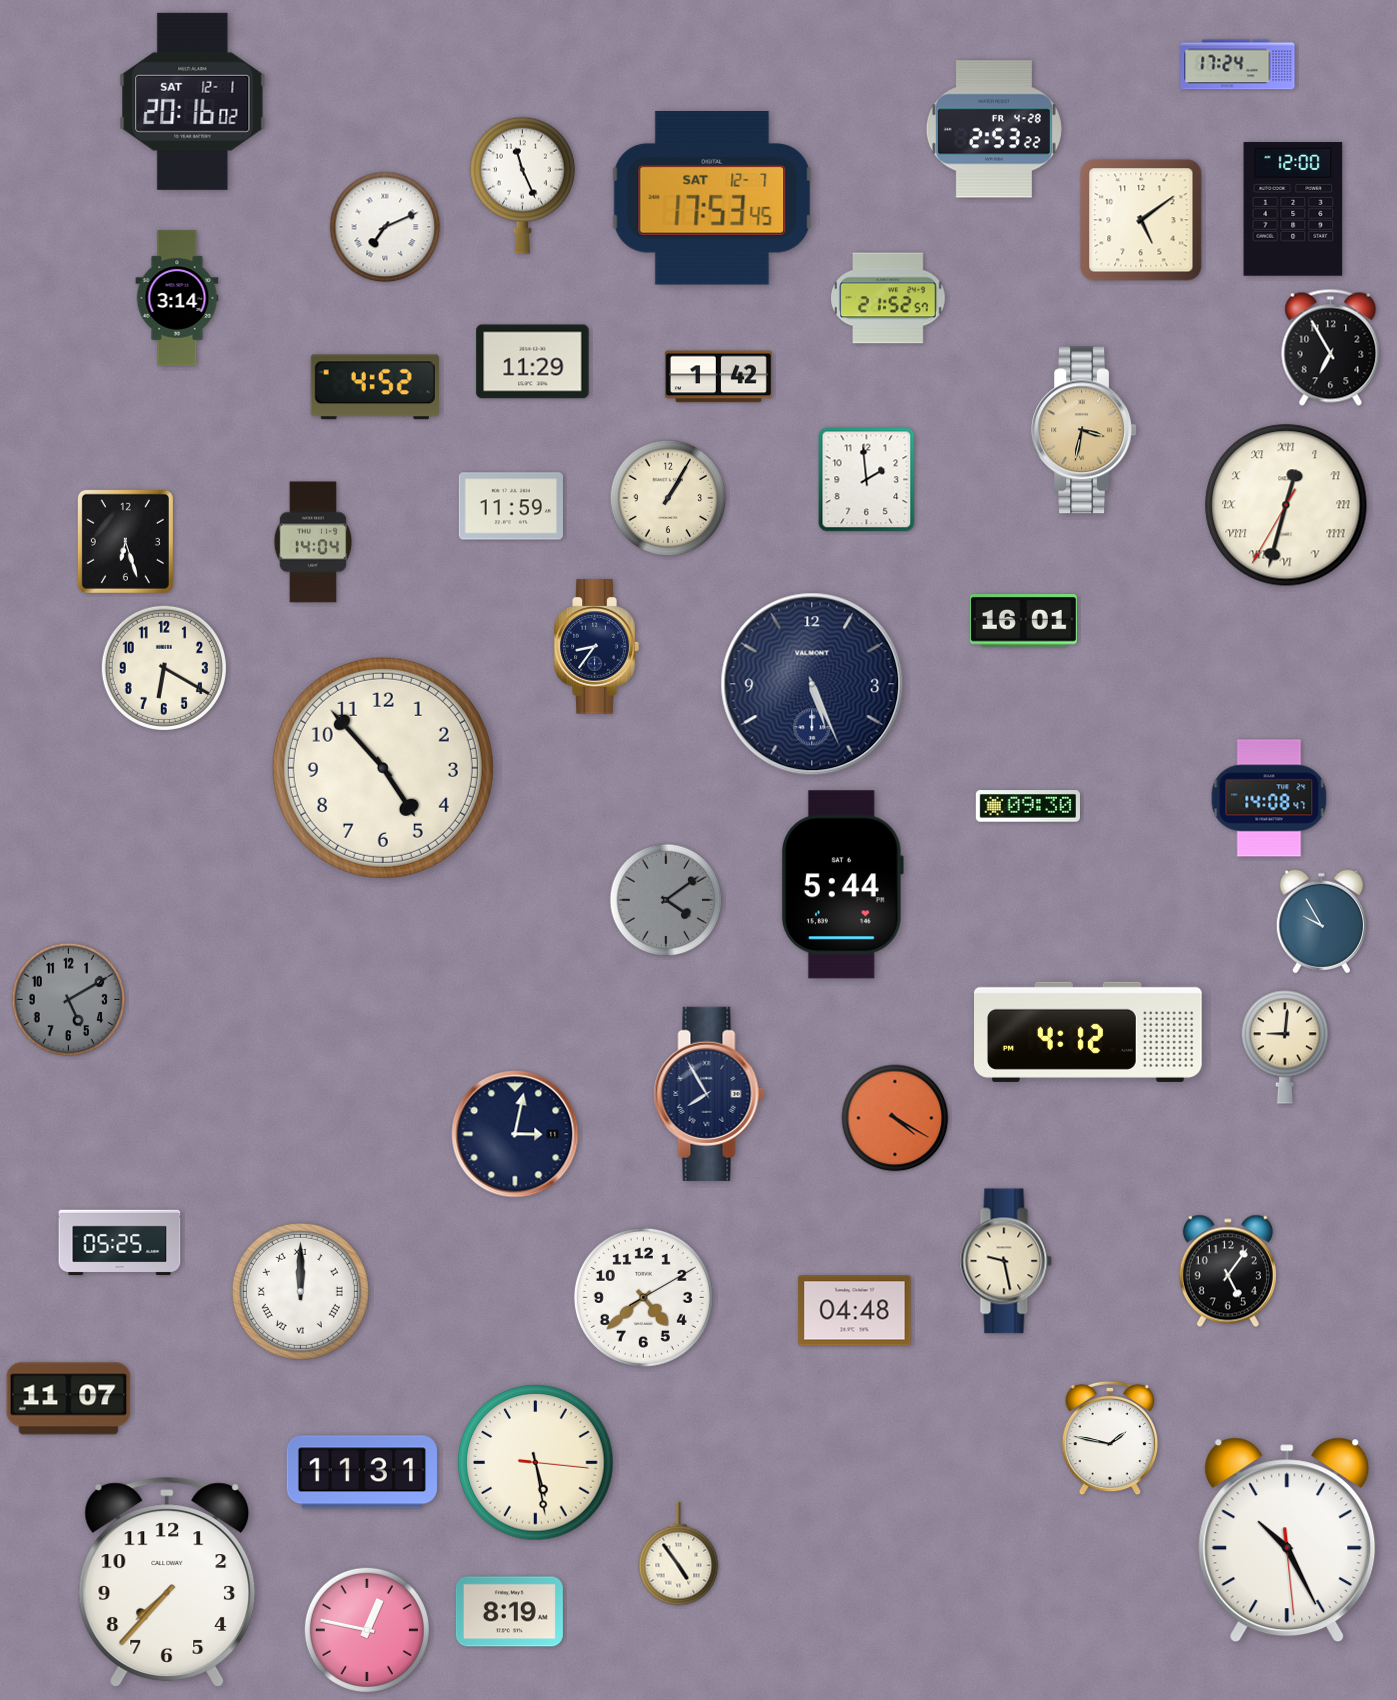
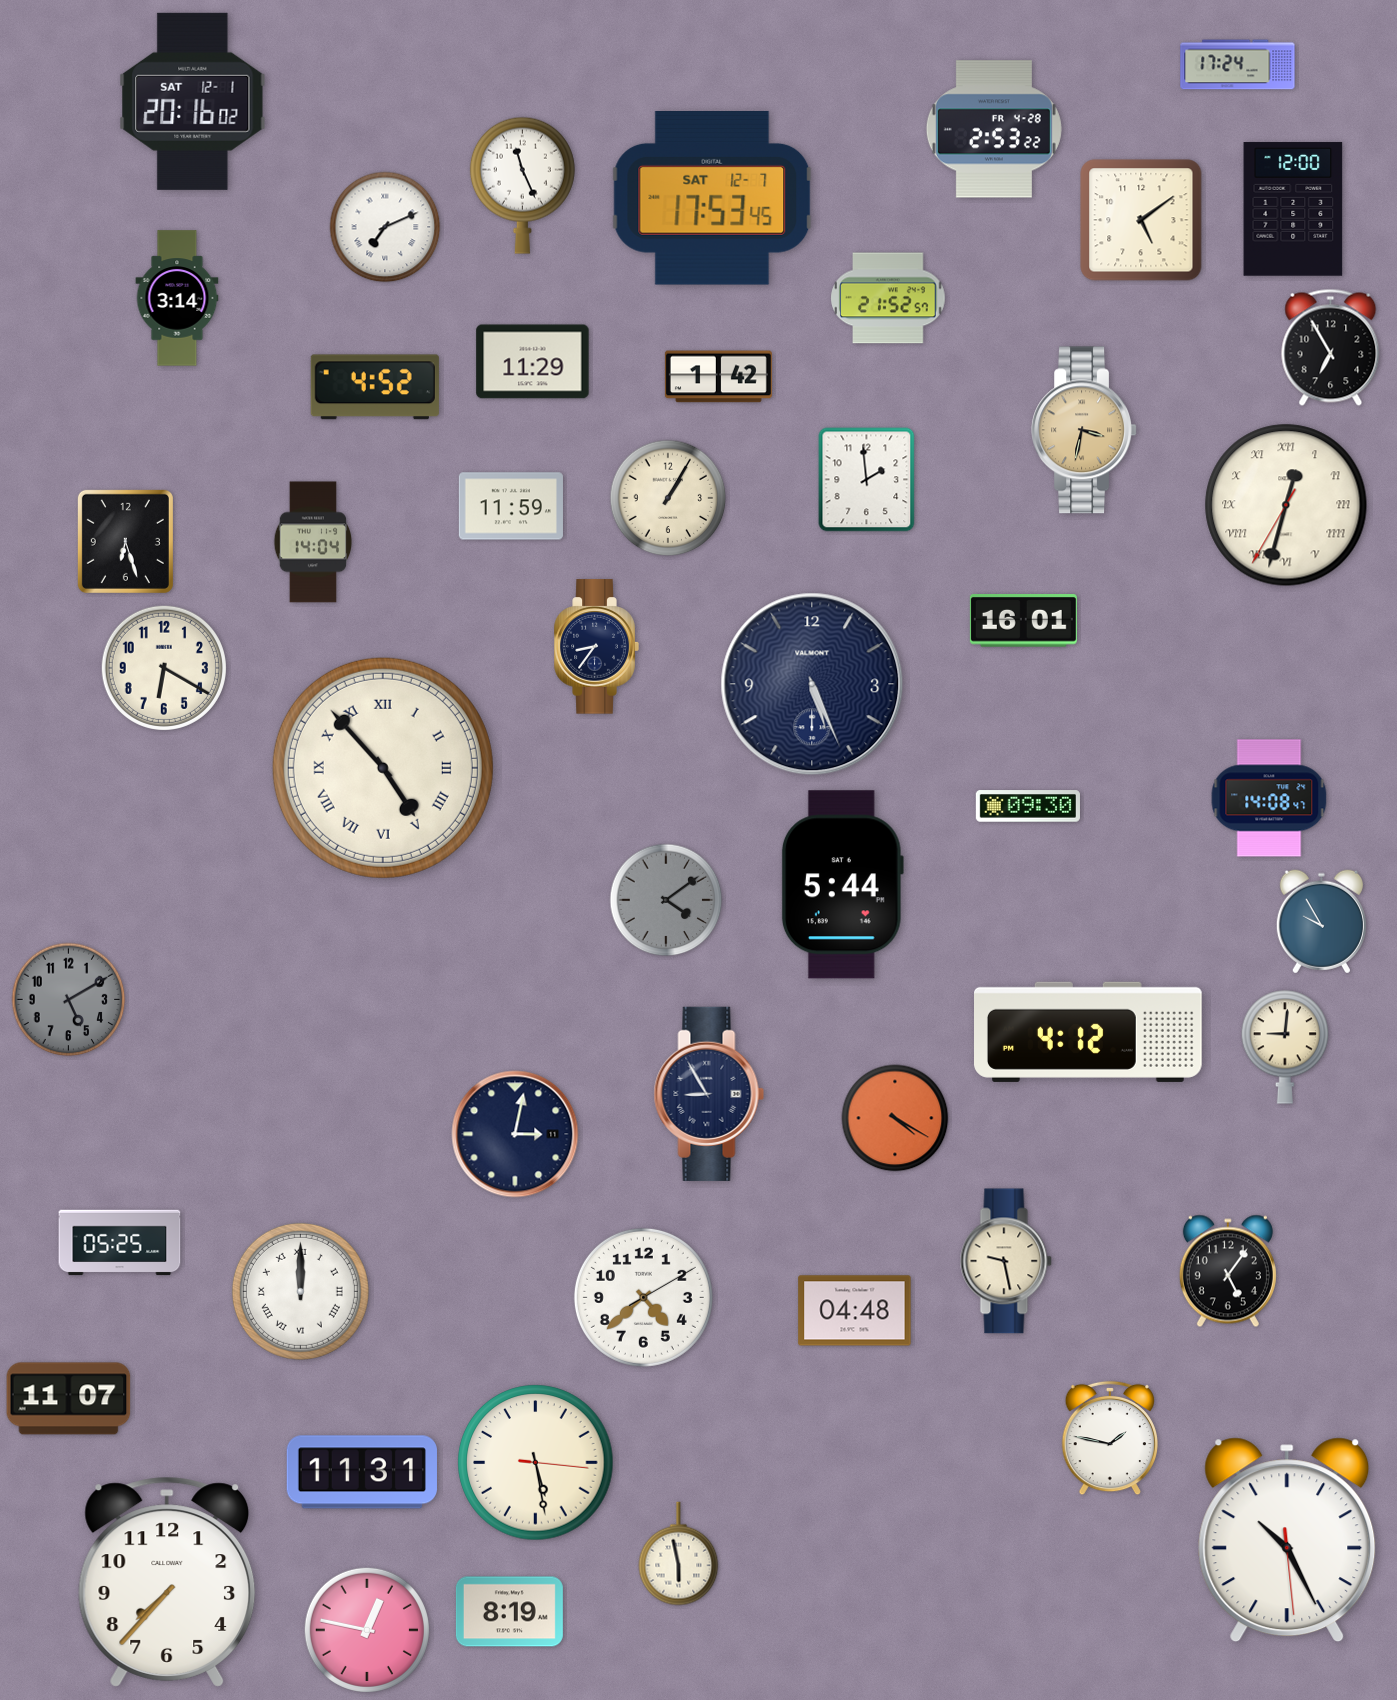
clock at (383, 768) numerals: Arabic -> Roman
clock at (709, 1094): 7:55 -> 8:55
clock at (679, 1554): 4:54 -> 5:58
